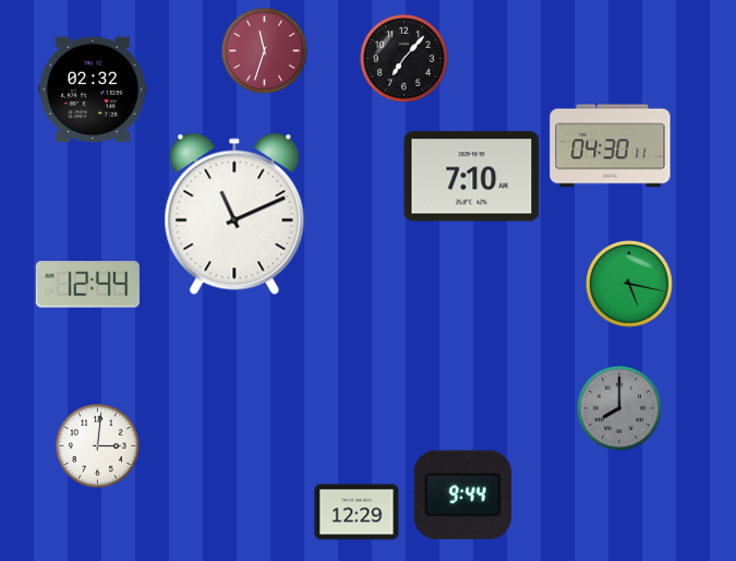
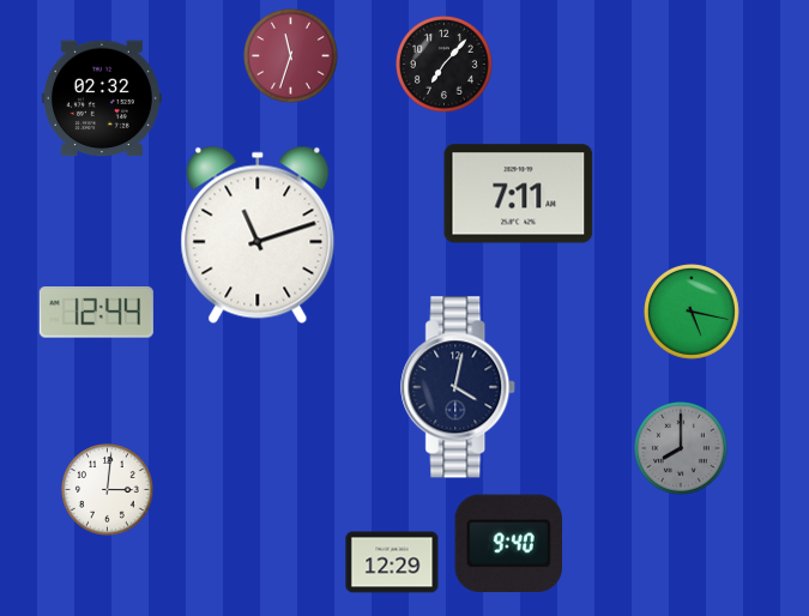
clock at (611, 146): 04:30 -> none
clock at (472, 177): 7:10 -> 7:11
clock at (234, 214): 11:11 -> 11:12
clock at (459, 387): none -> 4:02
clock at (462, 496): 9:44 -> 9:40
